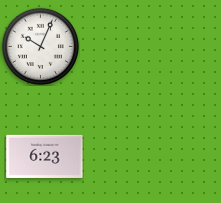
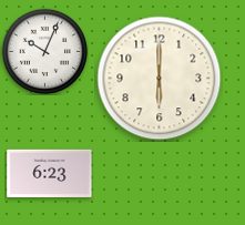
clock at (160, 79): none -> 6:00
